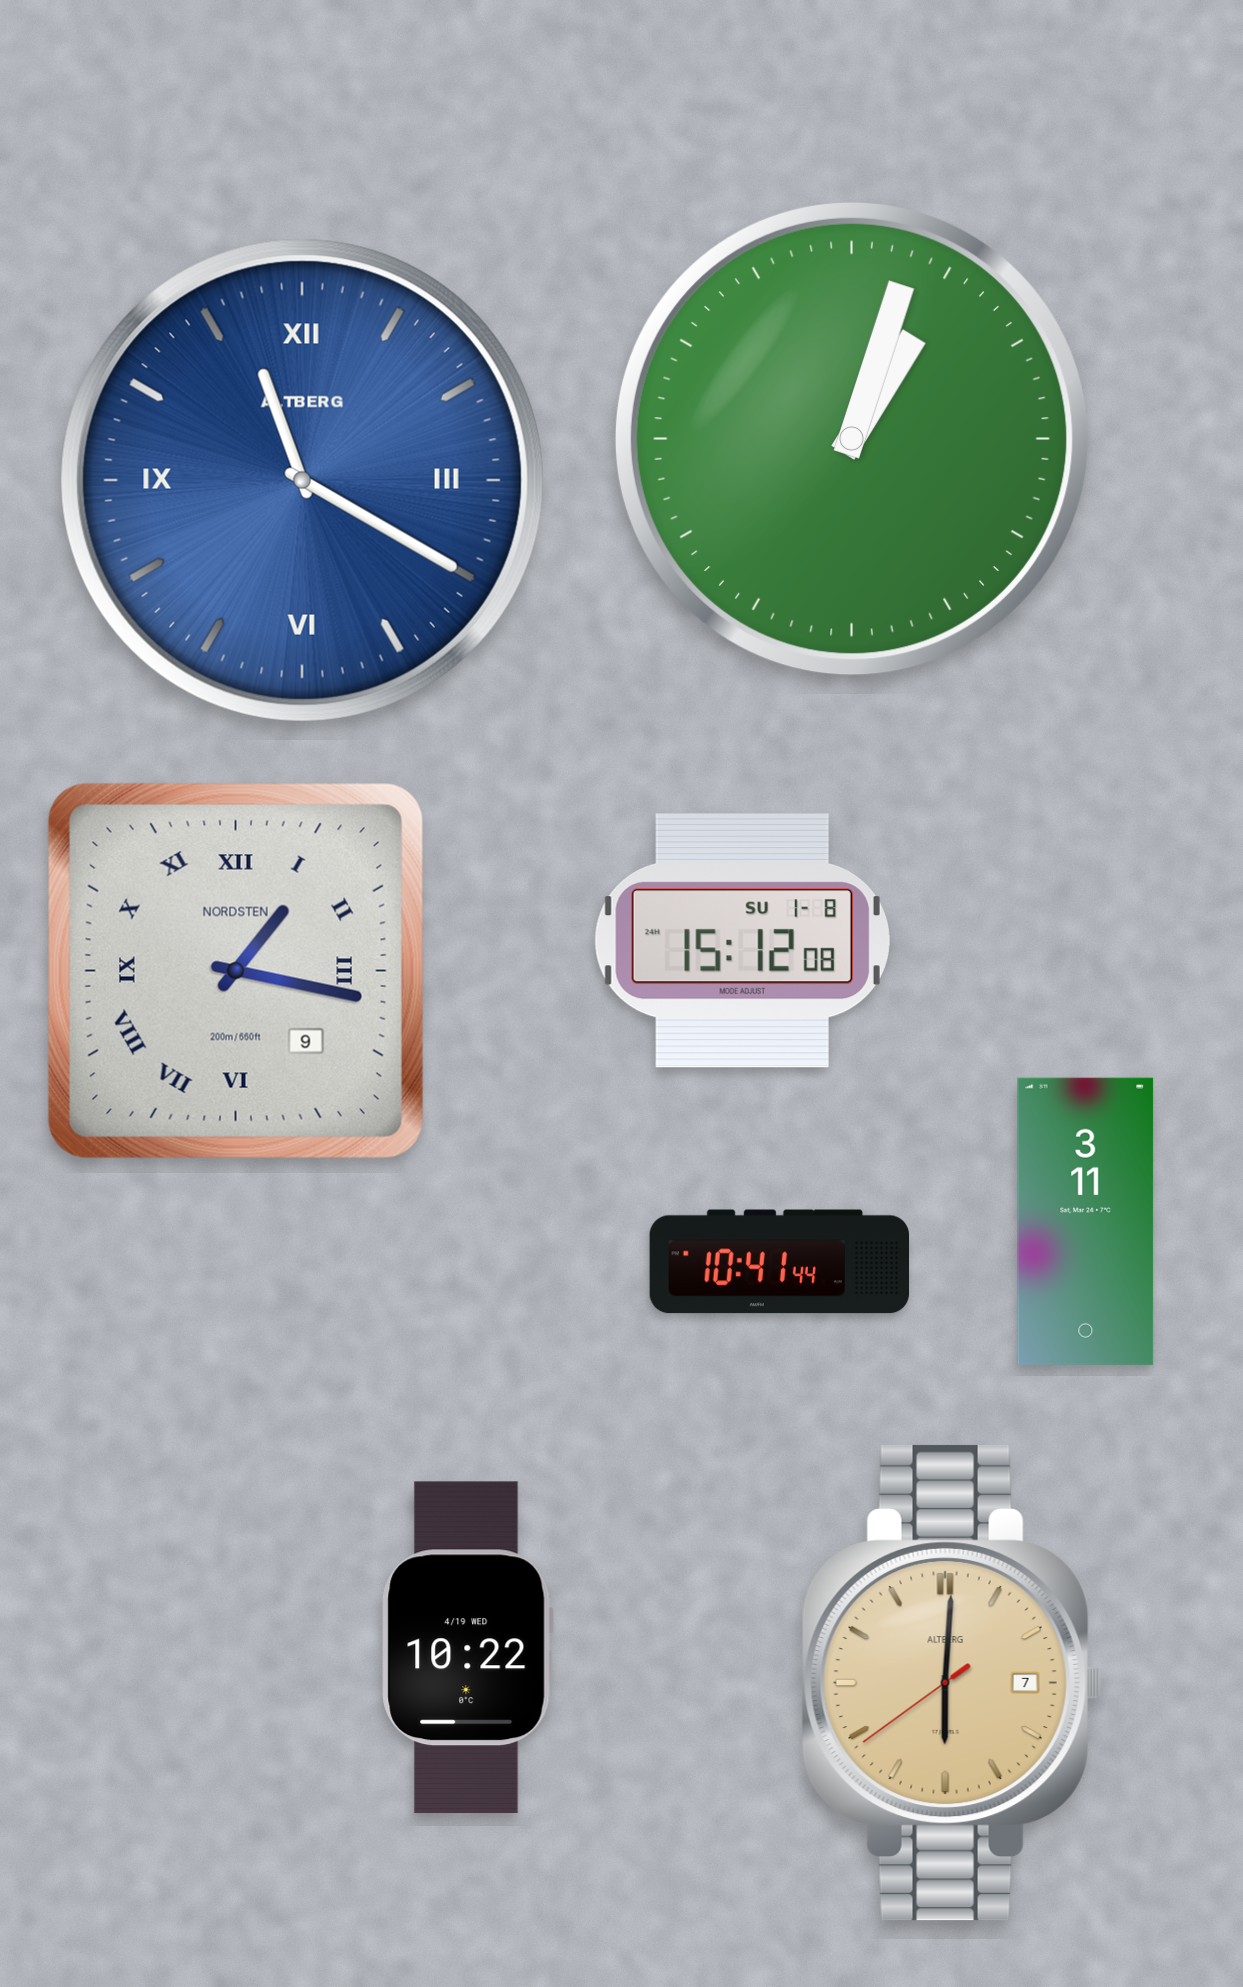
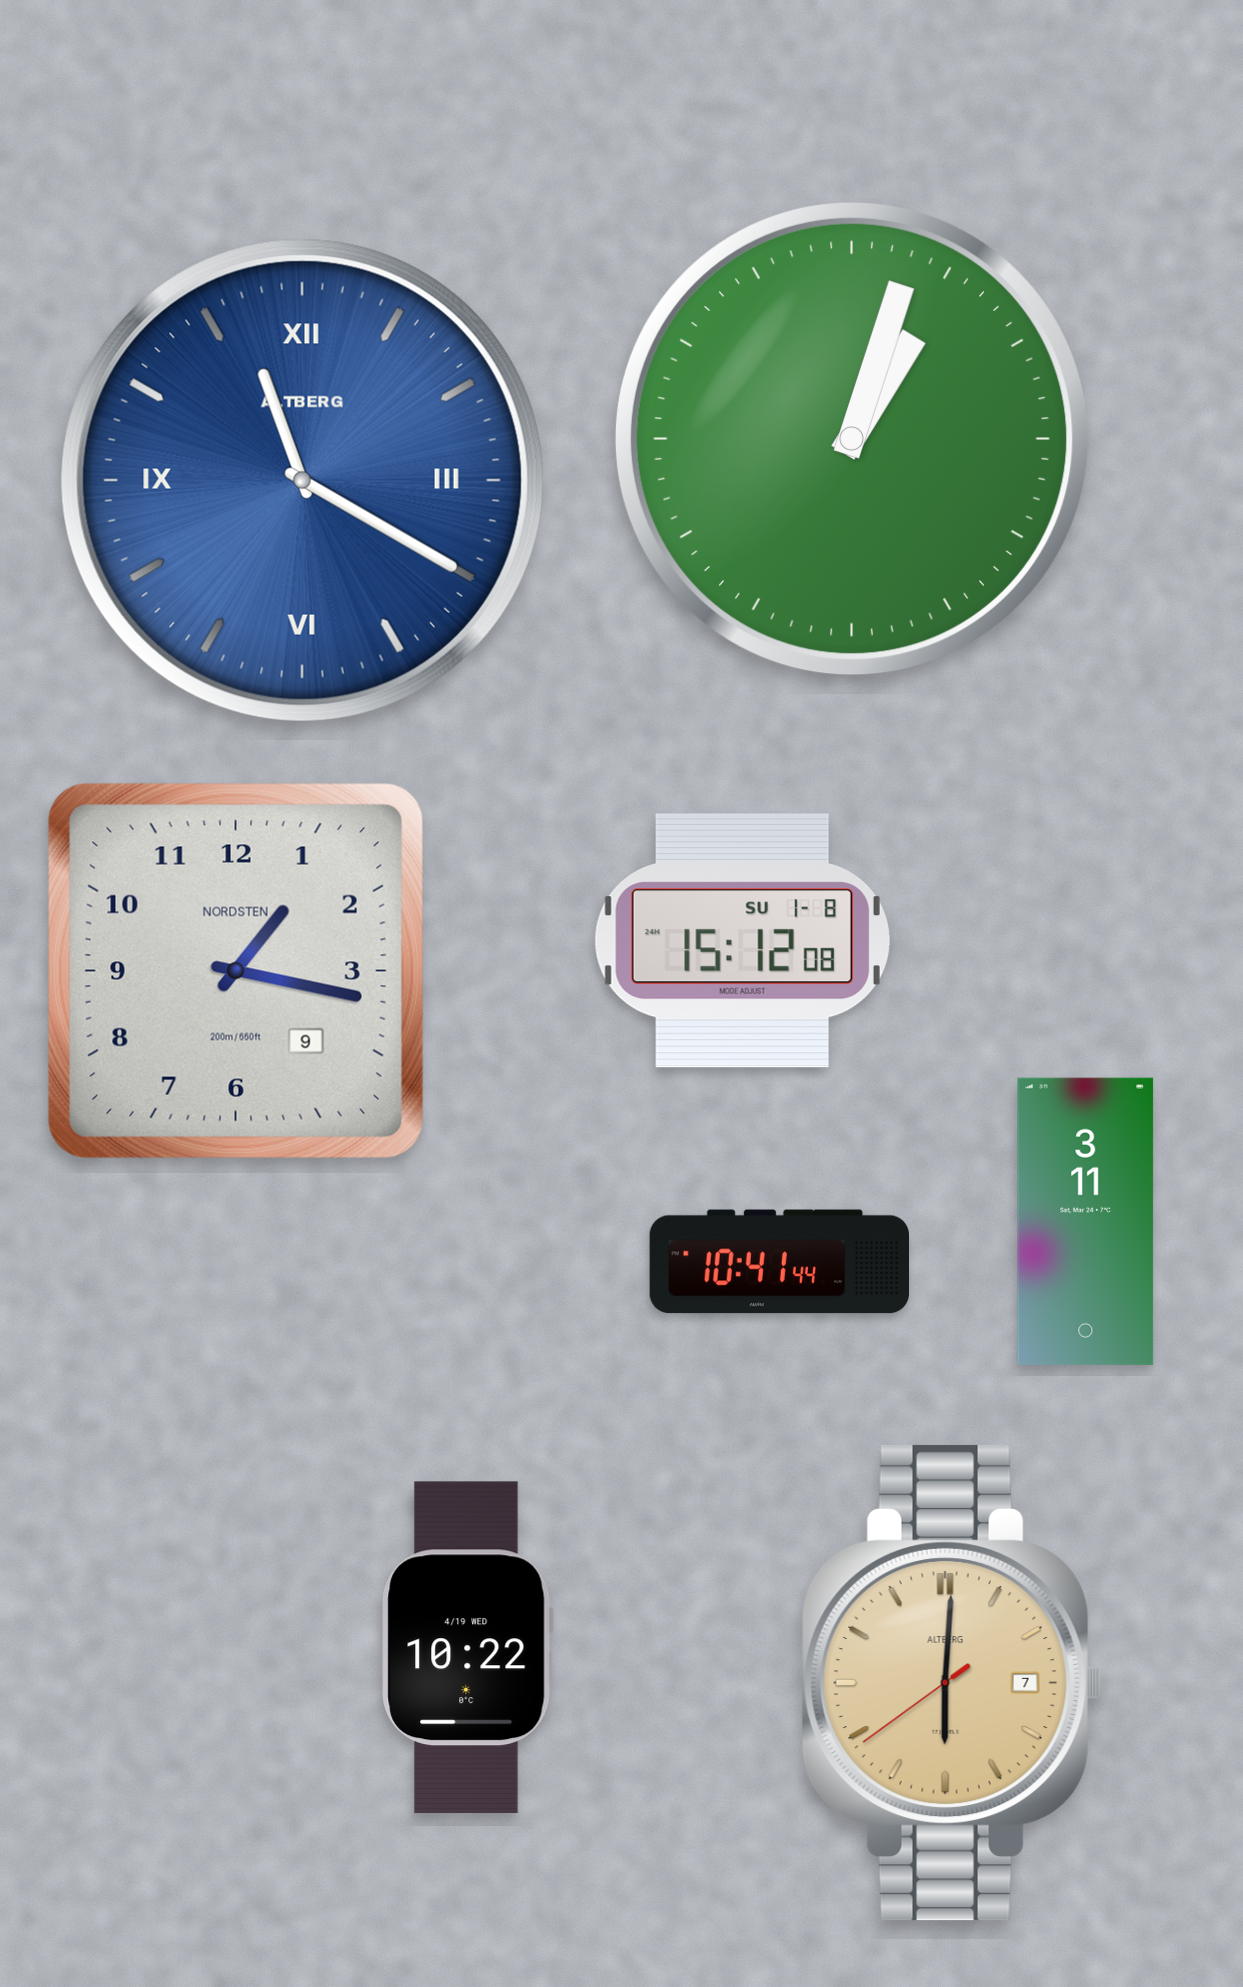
clock at (236, 971) numerals: Roman -> Arabic
